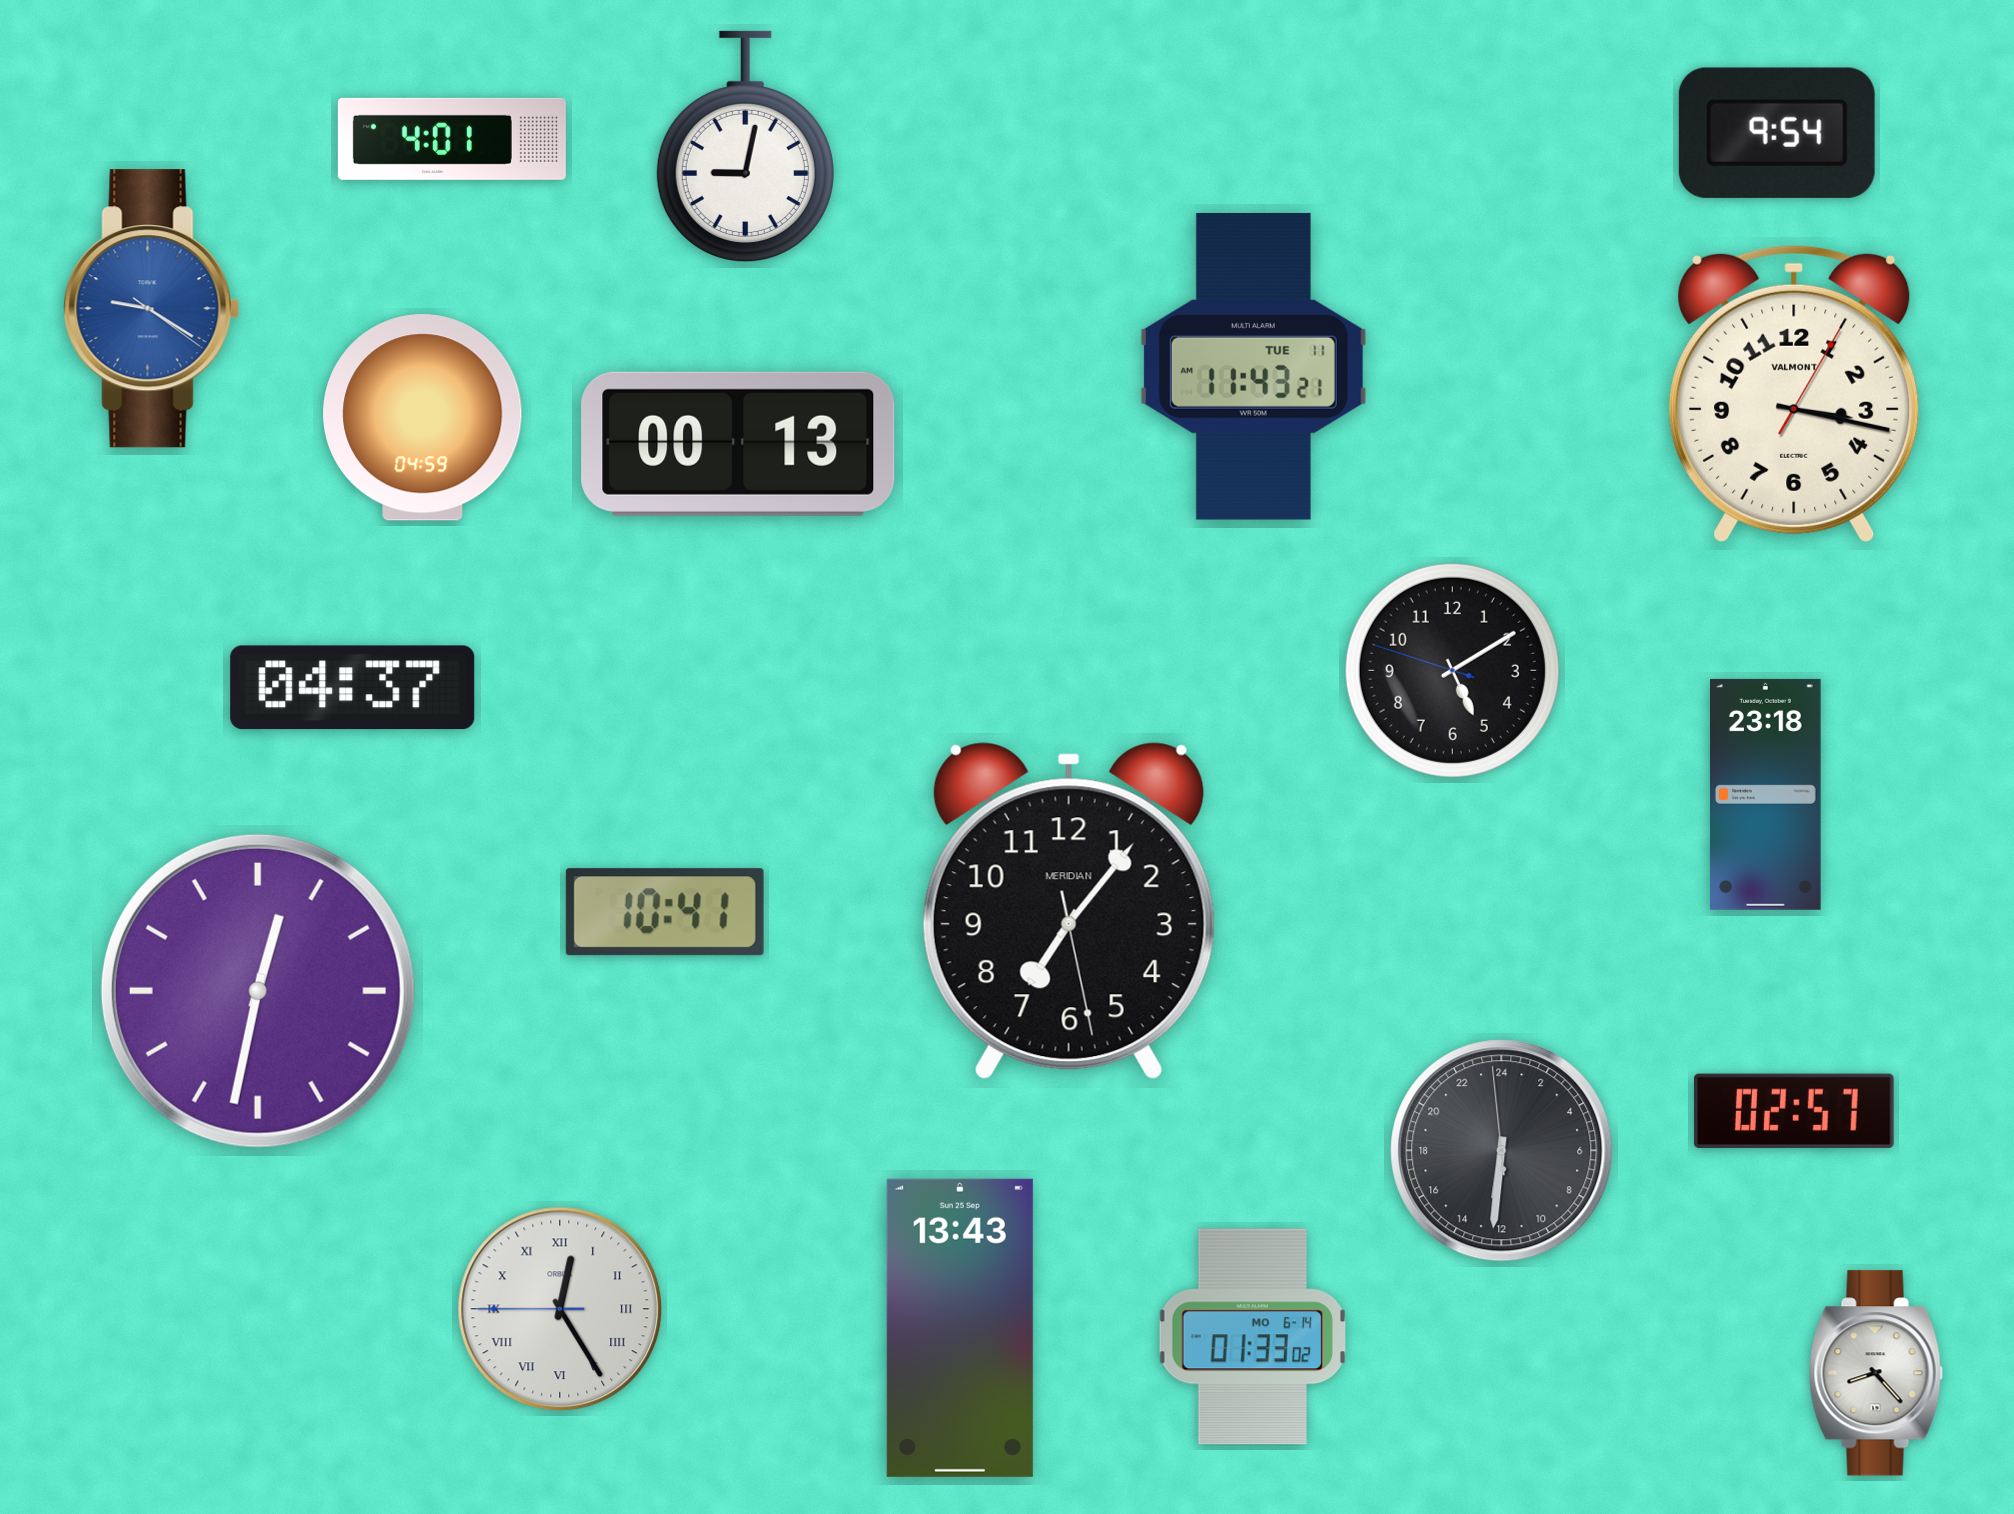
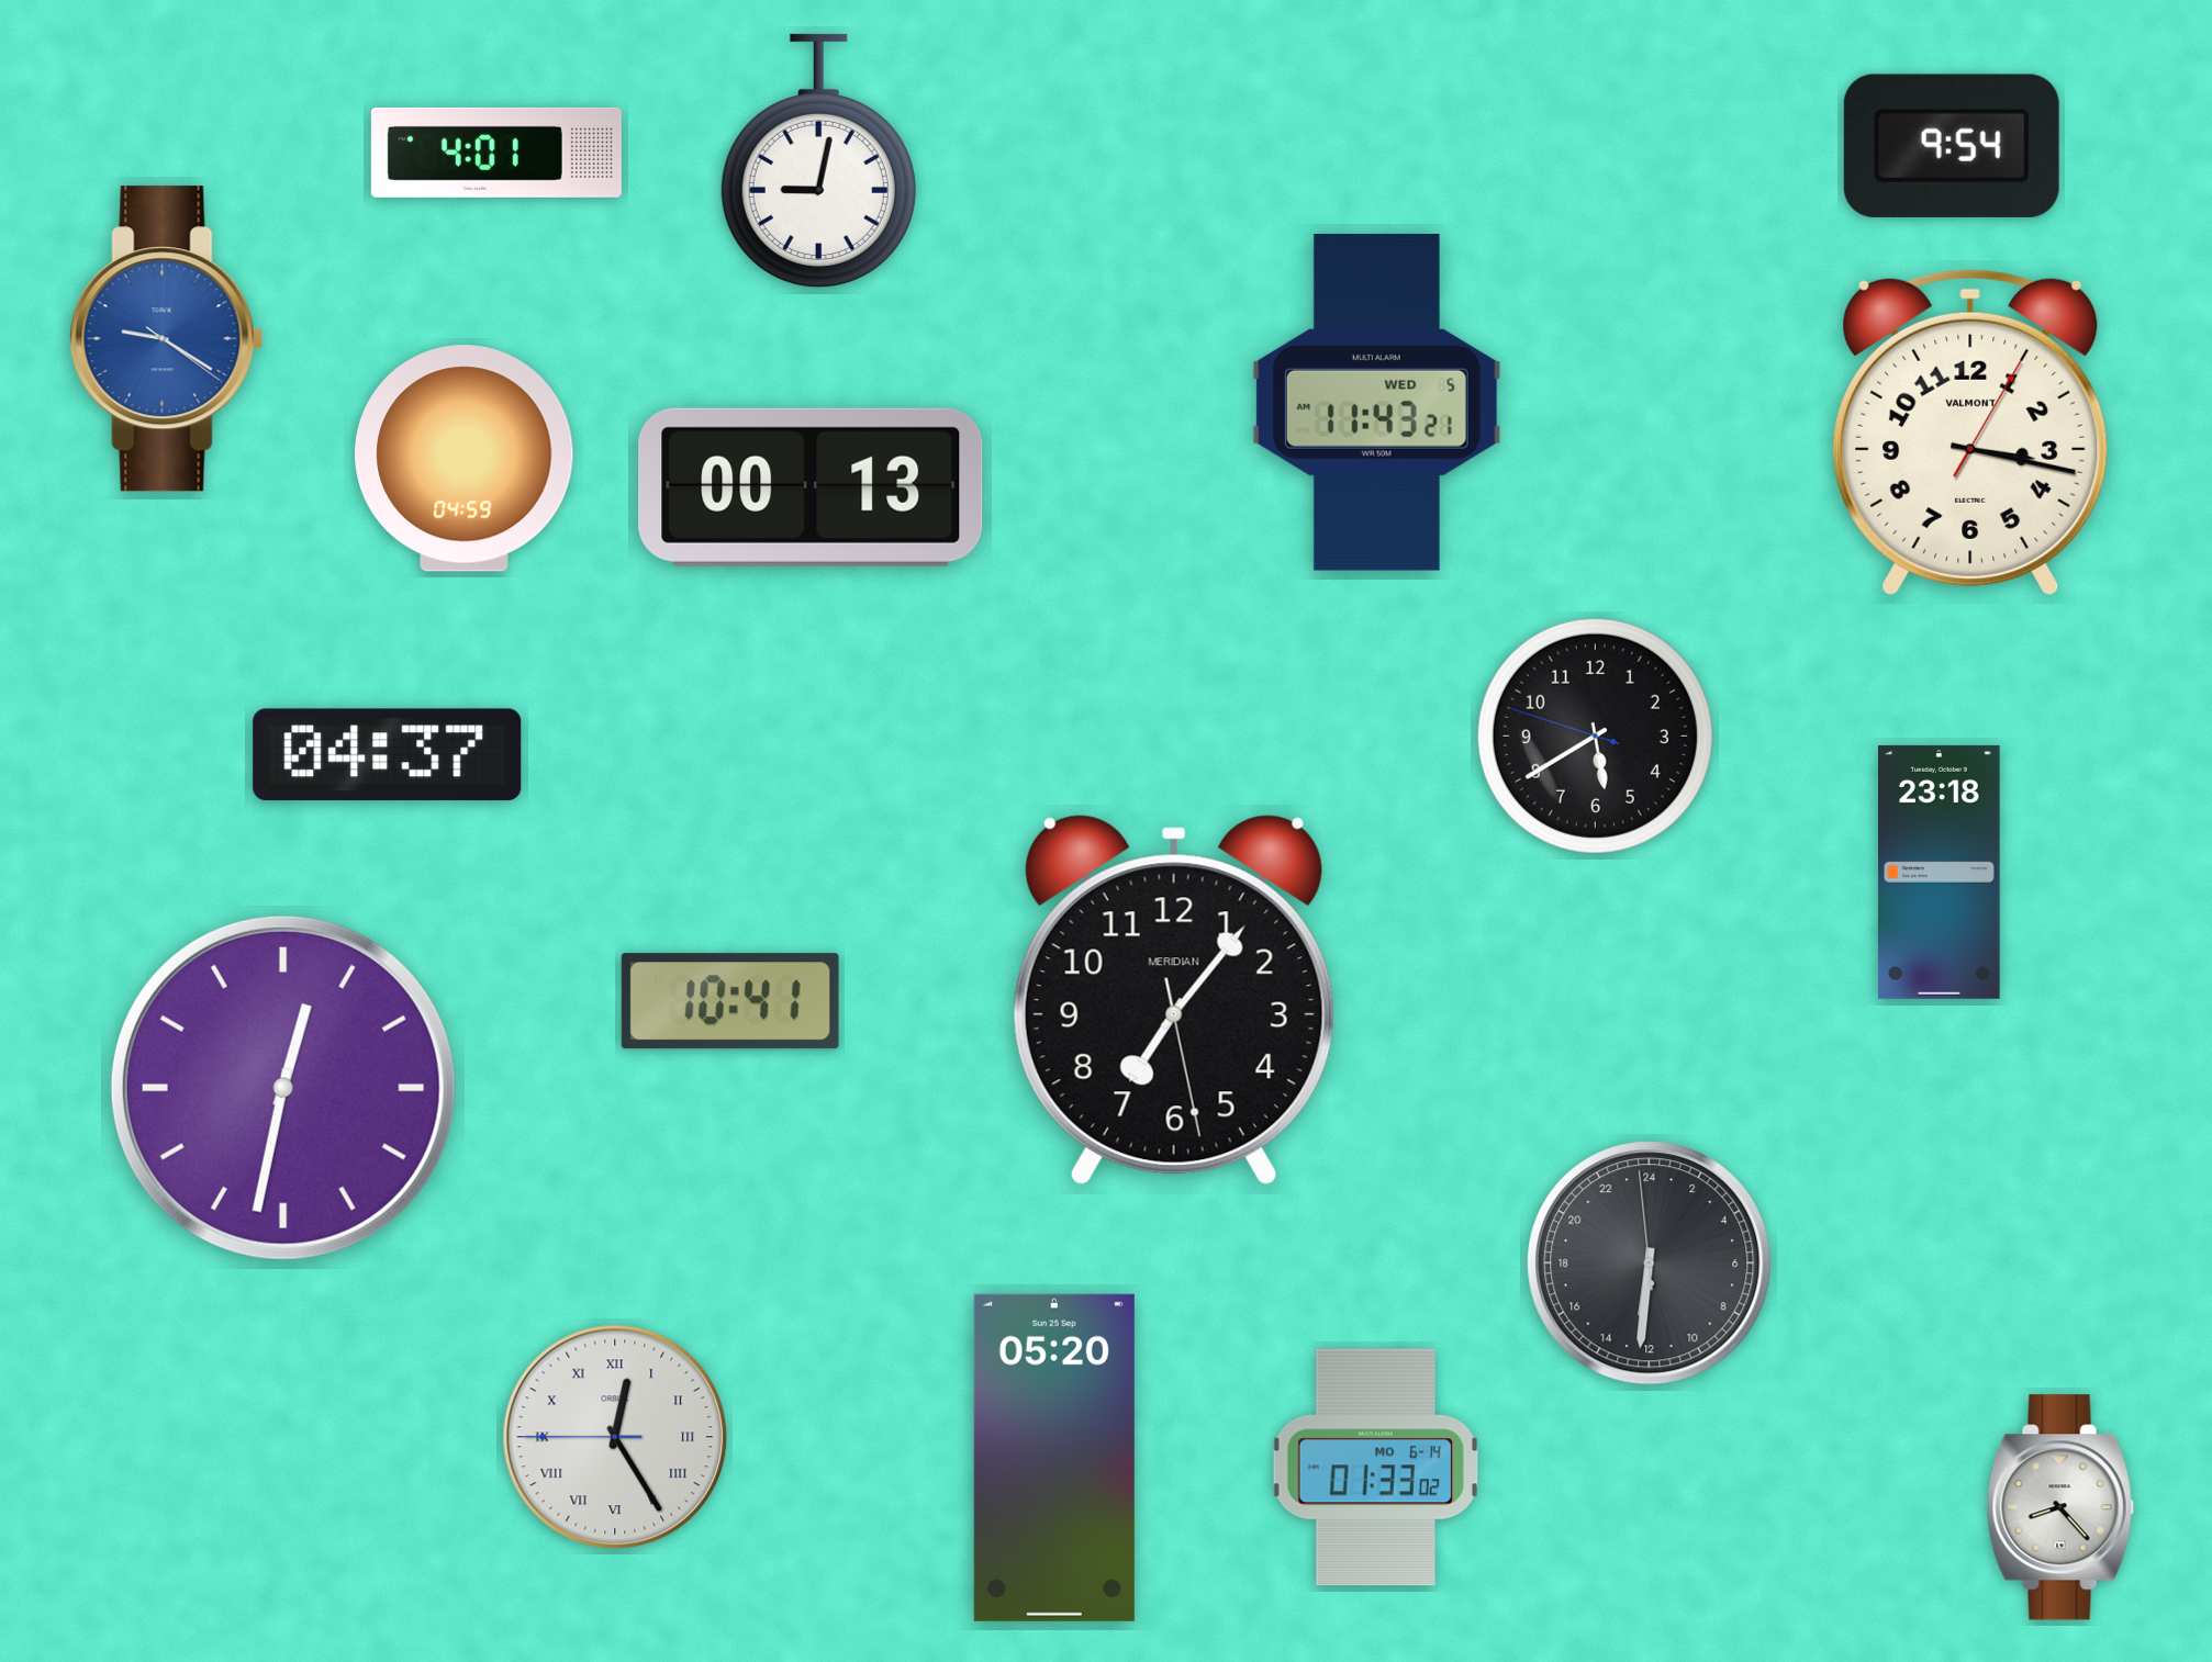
clock at (1253, 366) date: TUE 11 -> WED 5
clock at (1452, 670): 5:09 -> 5:39
clock at (1794, 1111): 02:57 -> none
clock at (960, 1328): 13:43 -> 05:20
